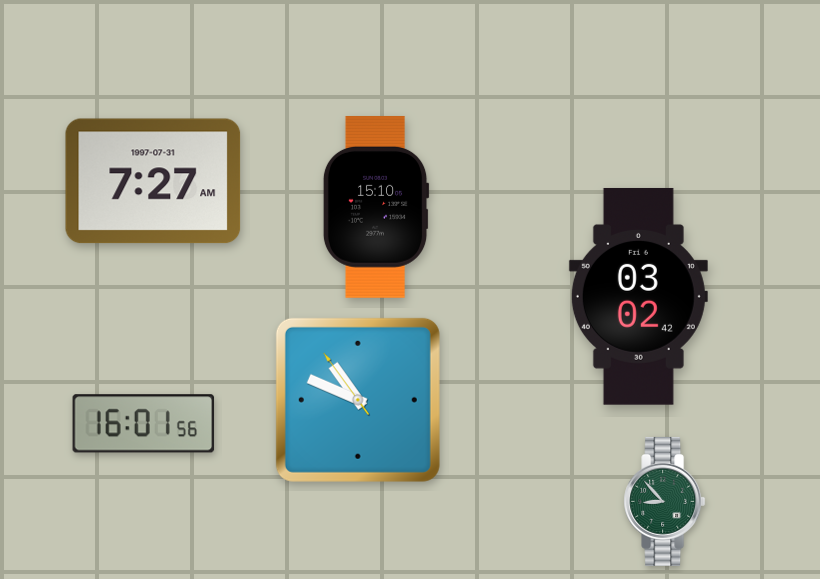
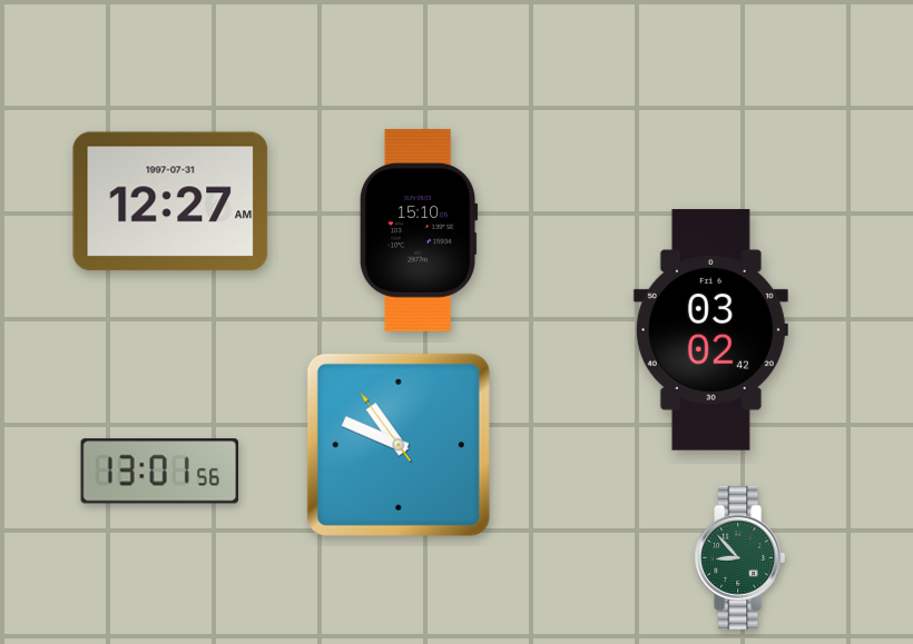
clock at (153, 181): 7:27 -> 12:27
clock at (144, 424): 16:01 -> 13:01
